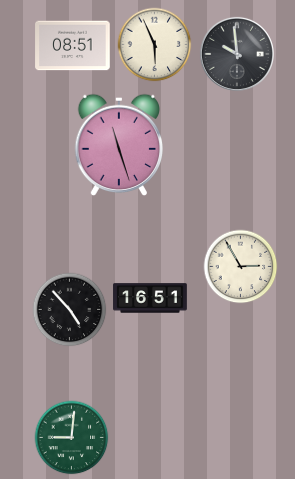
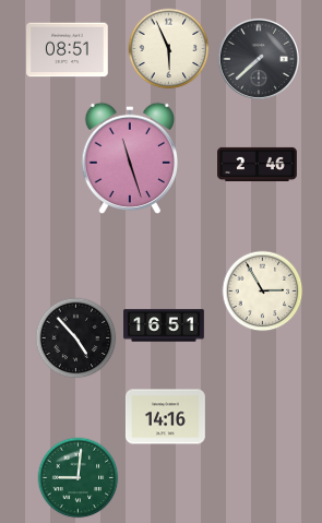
clock at (73, 46) position: (73, 46) -> (68, 50)
clock at (237, 54): 9:59 -> 7:38
clock at (258, 164): none -> 2:46
clock at (165, 417): none -> 14:16
